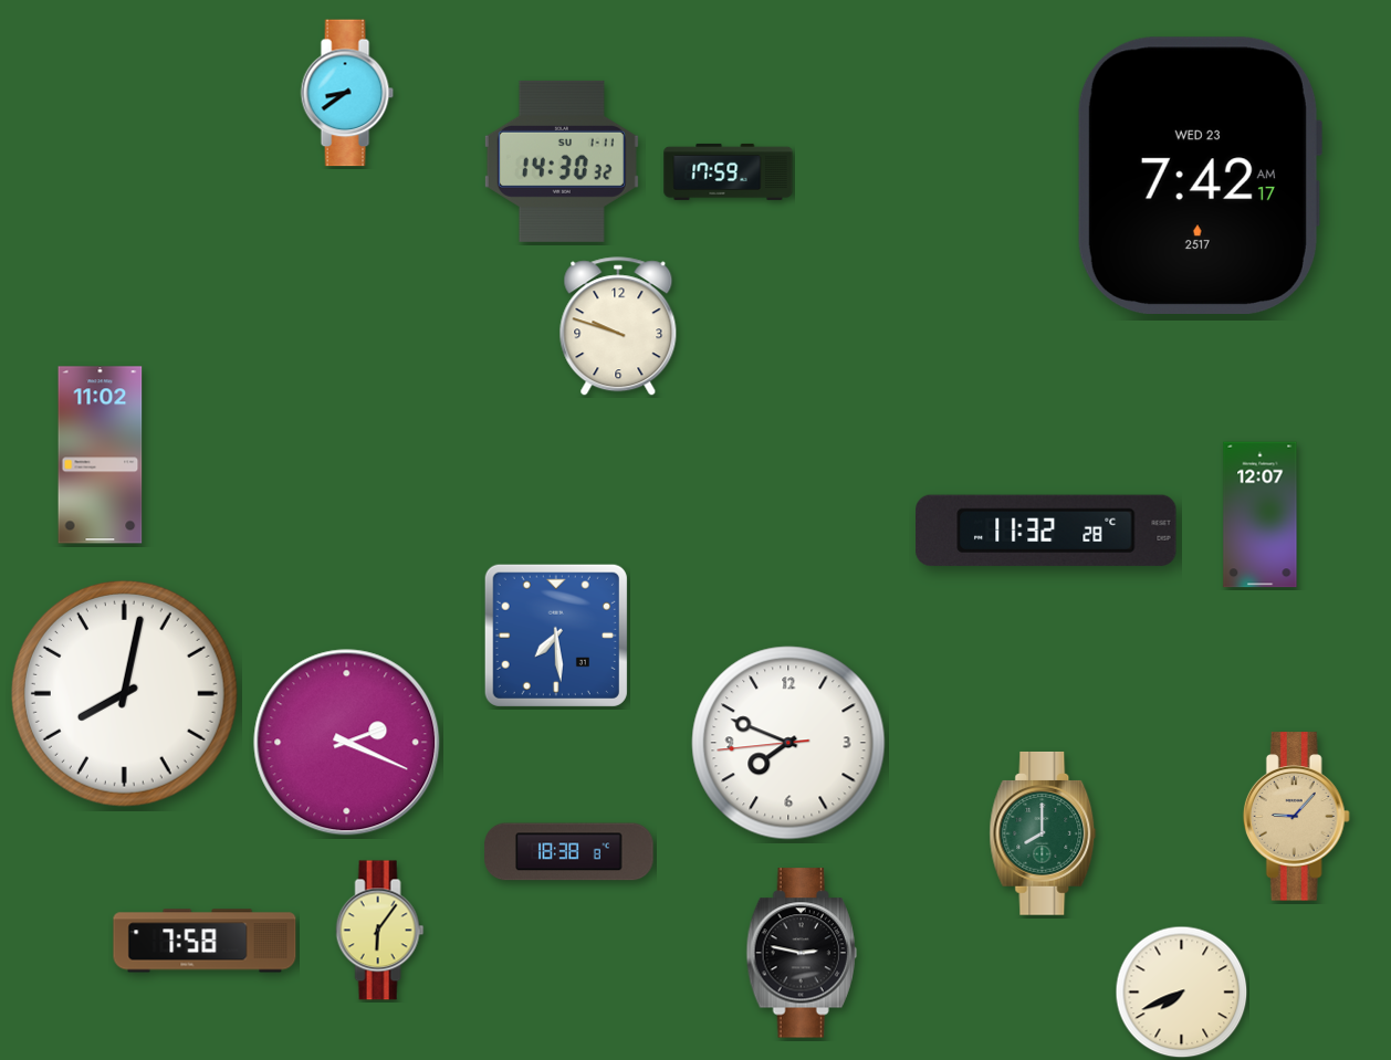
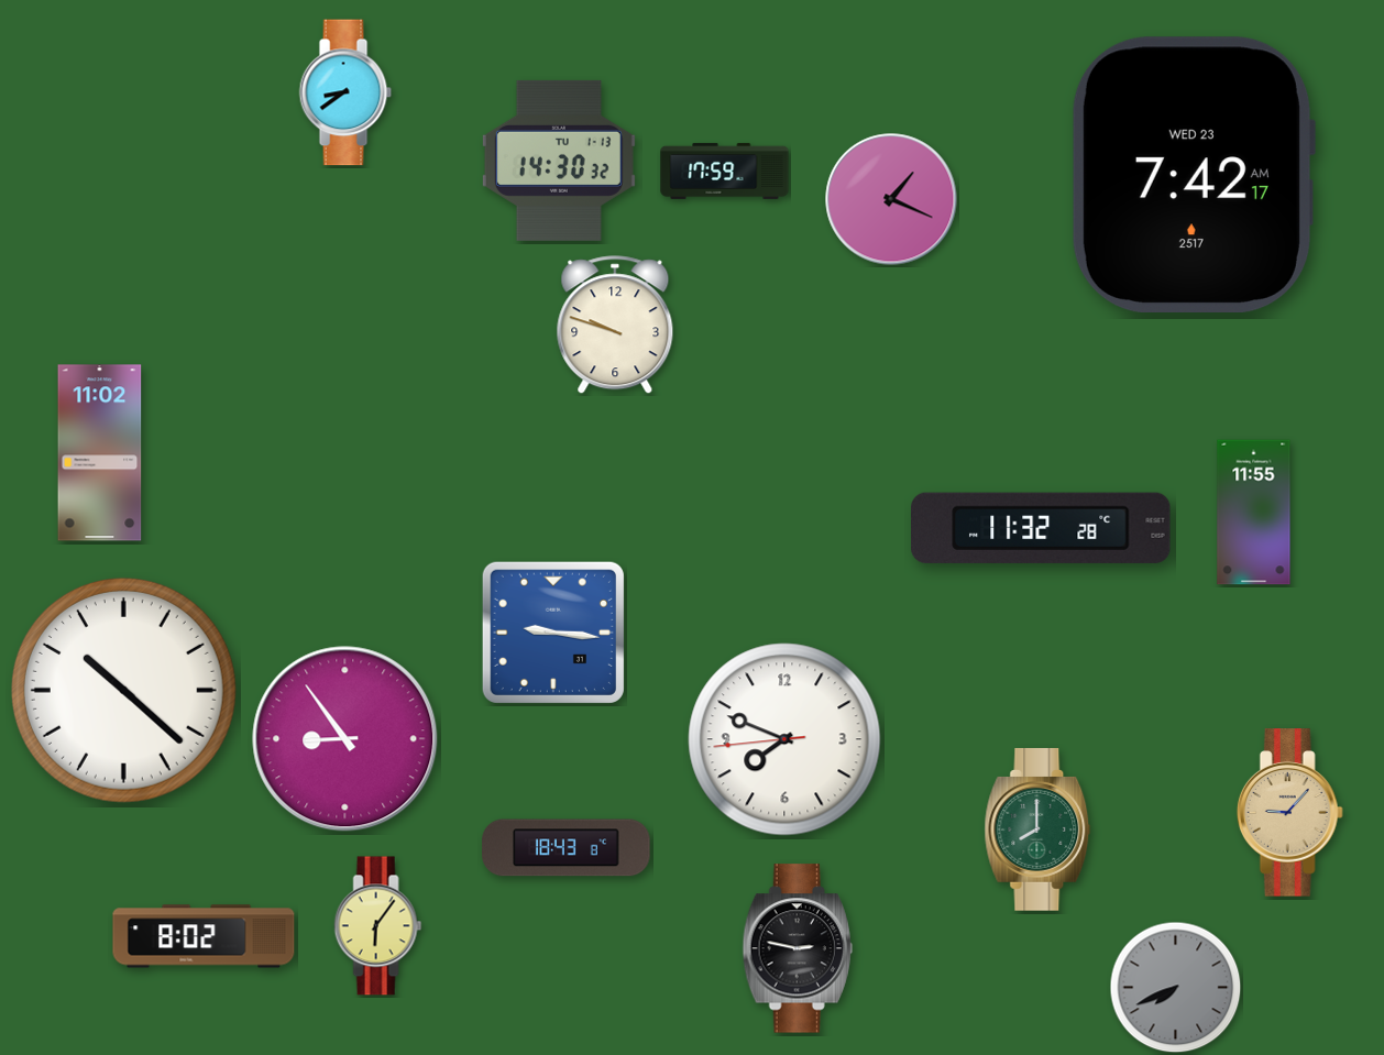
clock at (562, 161) date: SU 1-11 -> TU 1-13
clock at (891, 199): none -> 1:19
clock at (1261, 515): 12:07 -> 11:55
clock at (556, 636): 7:29 -> 9:16
clock at (124, 693): 8:02 -> 10:22
clock at (347, 743): 2:19 -> 8:54
clock at (569, 852): 18:38 -> 18:43
clock at (205, 941): 7:58 -> 8:02
clock at (1182, 993) dial: cream -> grey
